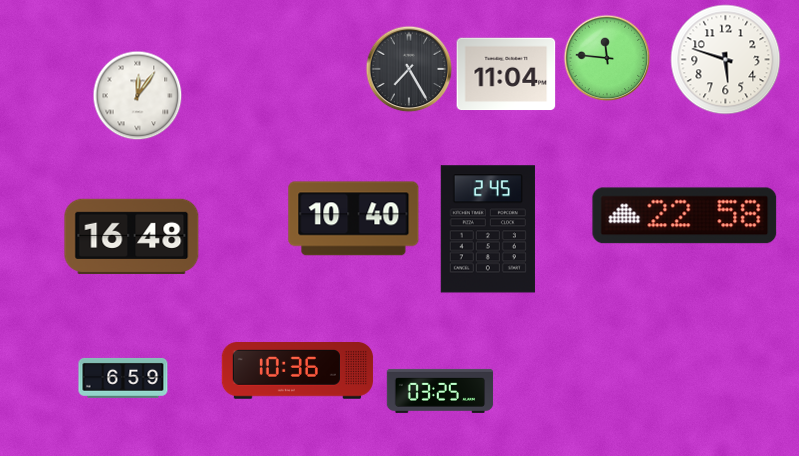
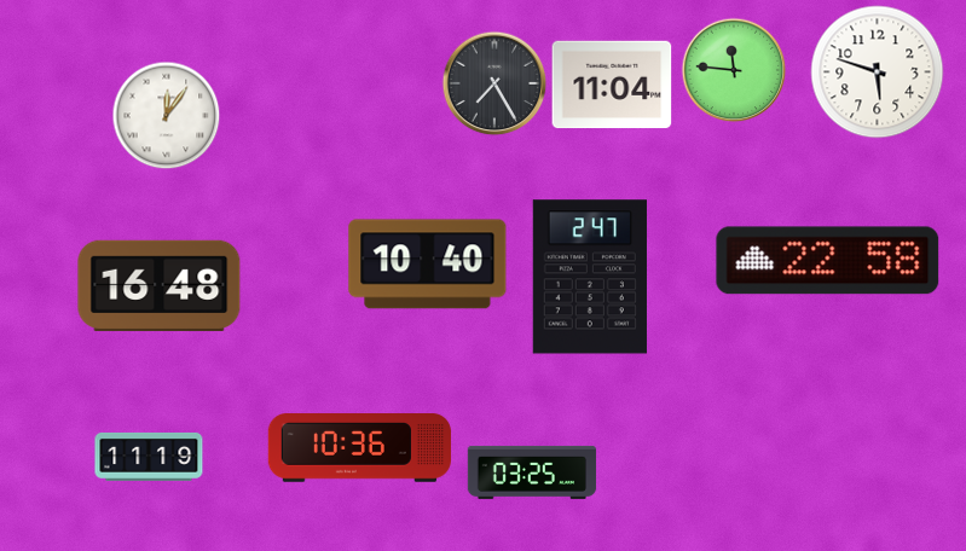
clock at (506, 74) position: (506, 74) -> (612, 85)
clock at (488, 229): 2:45 -> 2:47
clock at (123, 378): 6:59 -> 11:19
